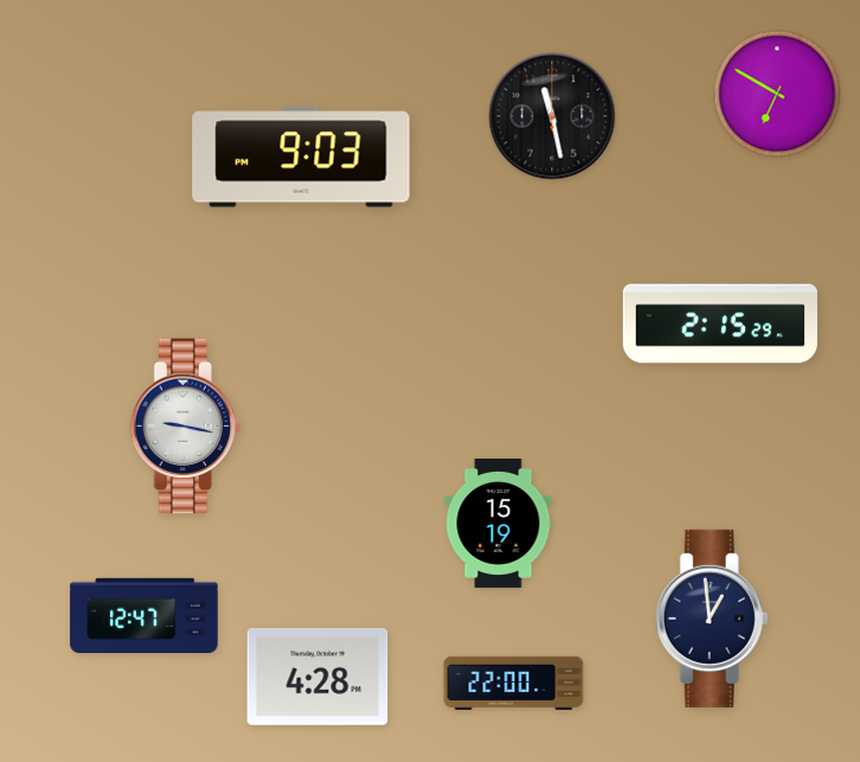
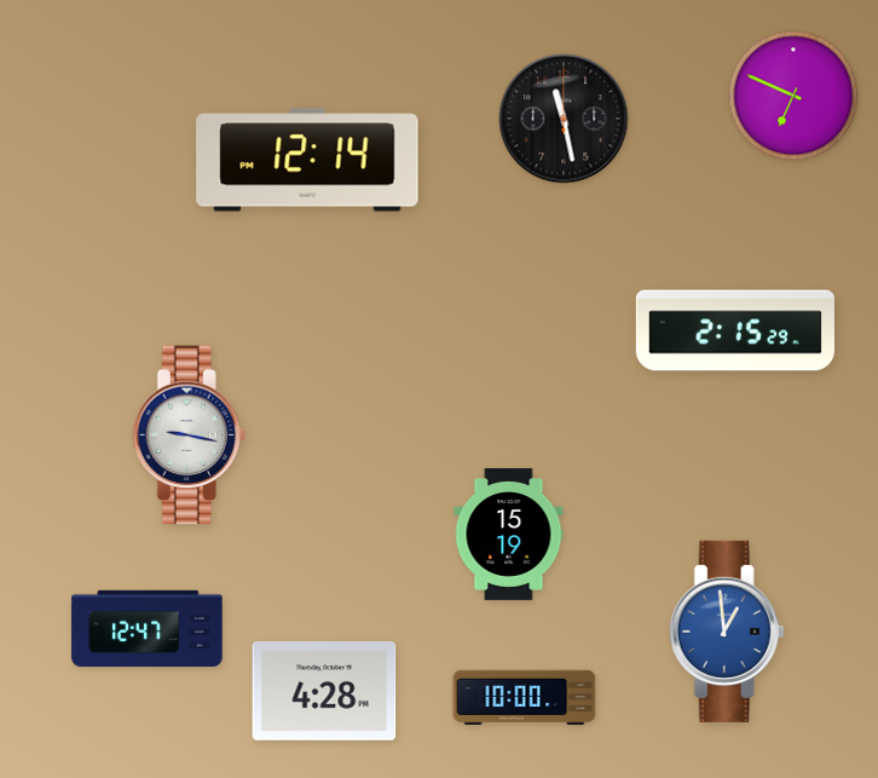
clock at (777, 94): 6:50 -> 6:49
clock at (301, 156): 9:03 -> 12:14
clock at (712, 619) dial: navy -> blue
clock at (514, 683): 22:00 -> 10:00
